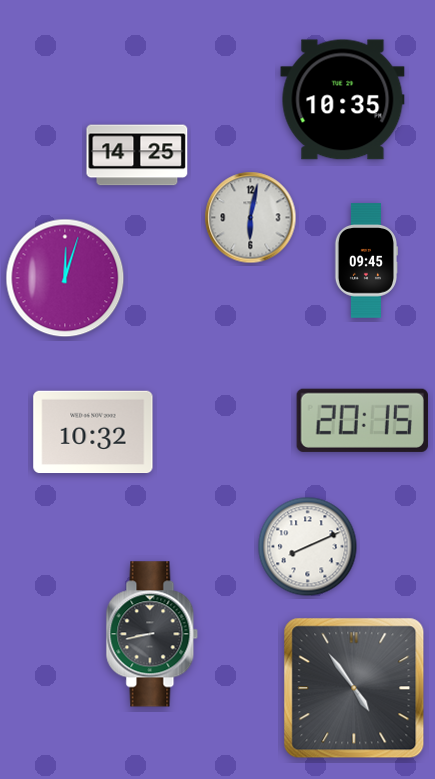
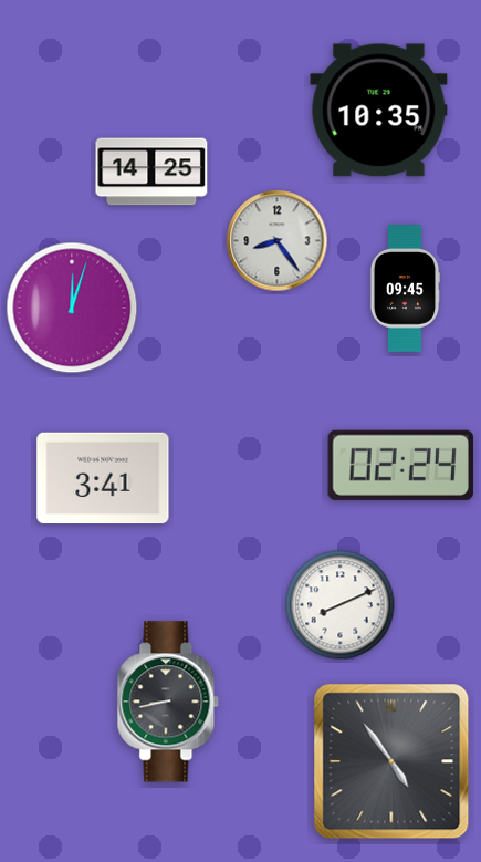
clock at (251, 218): 6:02 -> 8:24
clock at (362, 420): 20:15 -> 02:24
clock at (93, 432): 10:32 -> 3:41
